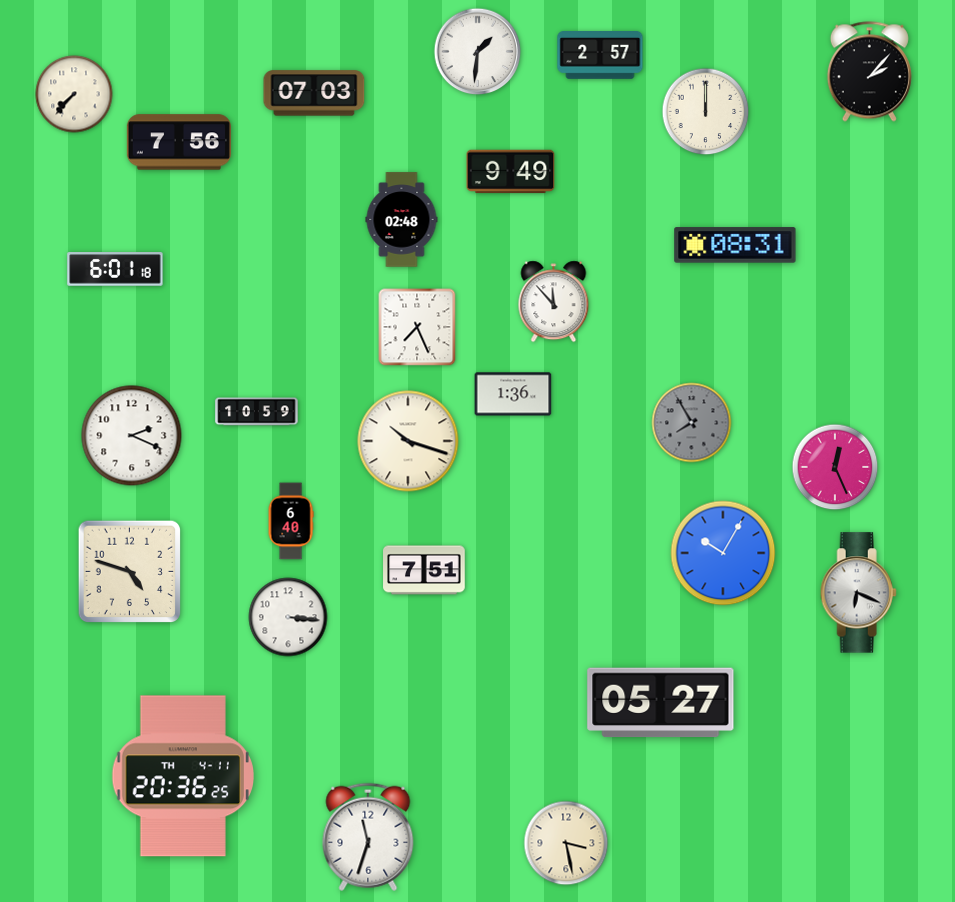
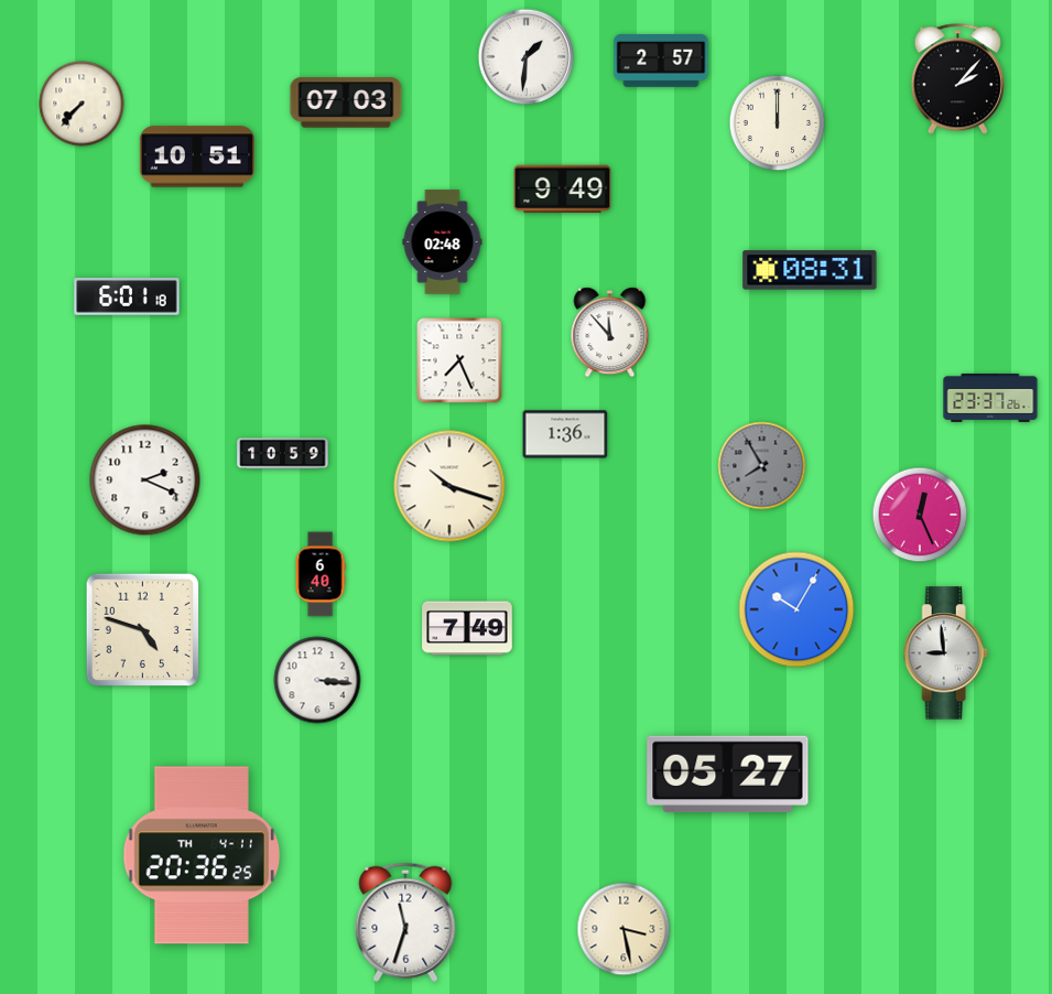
clock at (179, 142): 7:56 -> 10:51
clock at (990, 398): none -> 23:37
clock at (424, 570): 7:51 -> 7:49
clock at (858, 593): 6:19 -> 8:59
